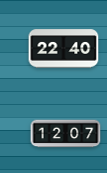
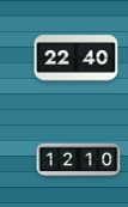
clock at (66, 134): 12:07 -> 12:10
